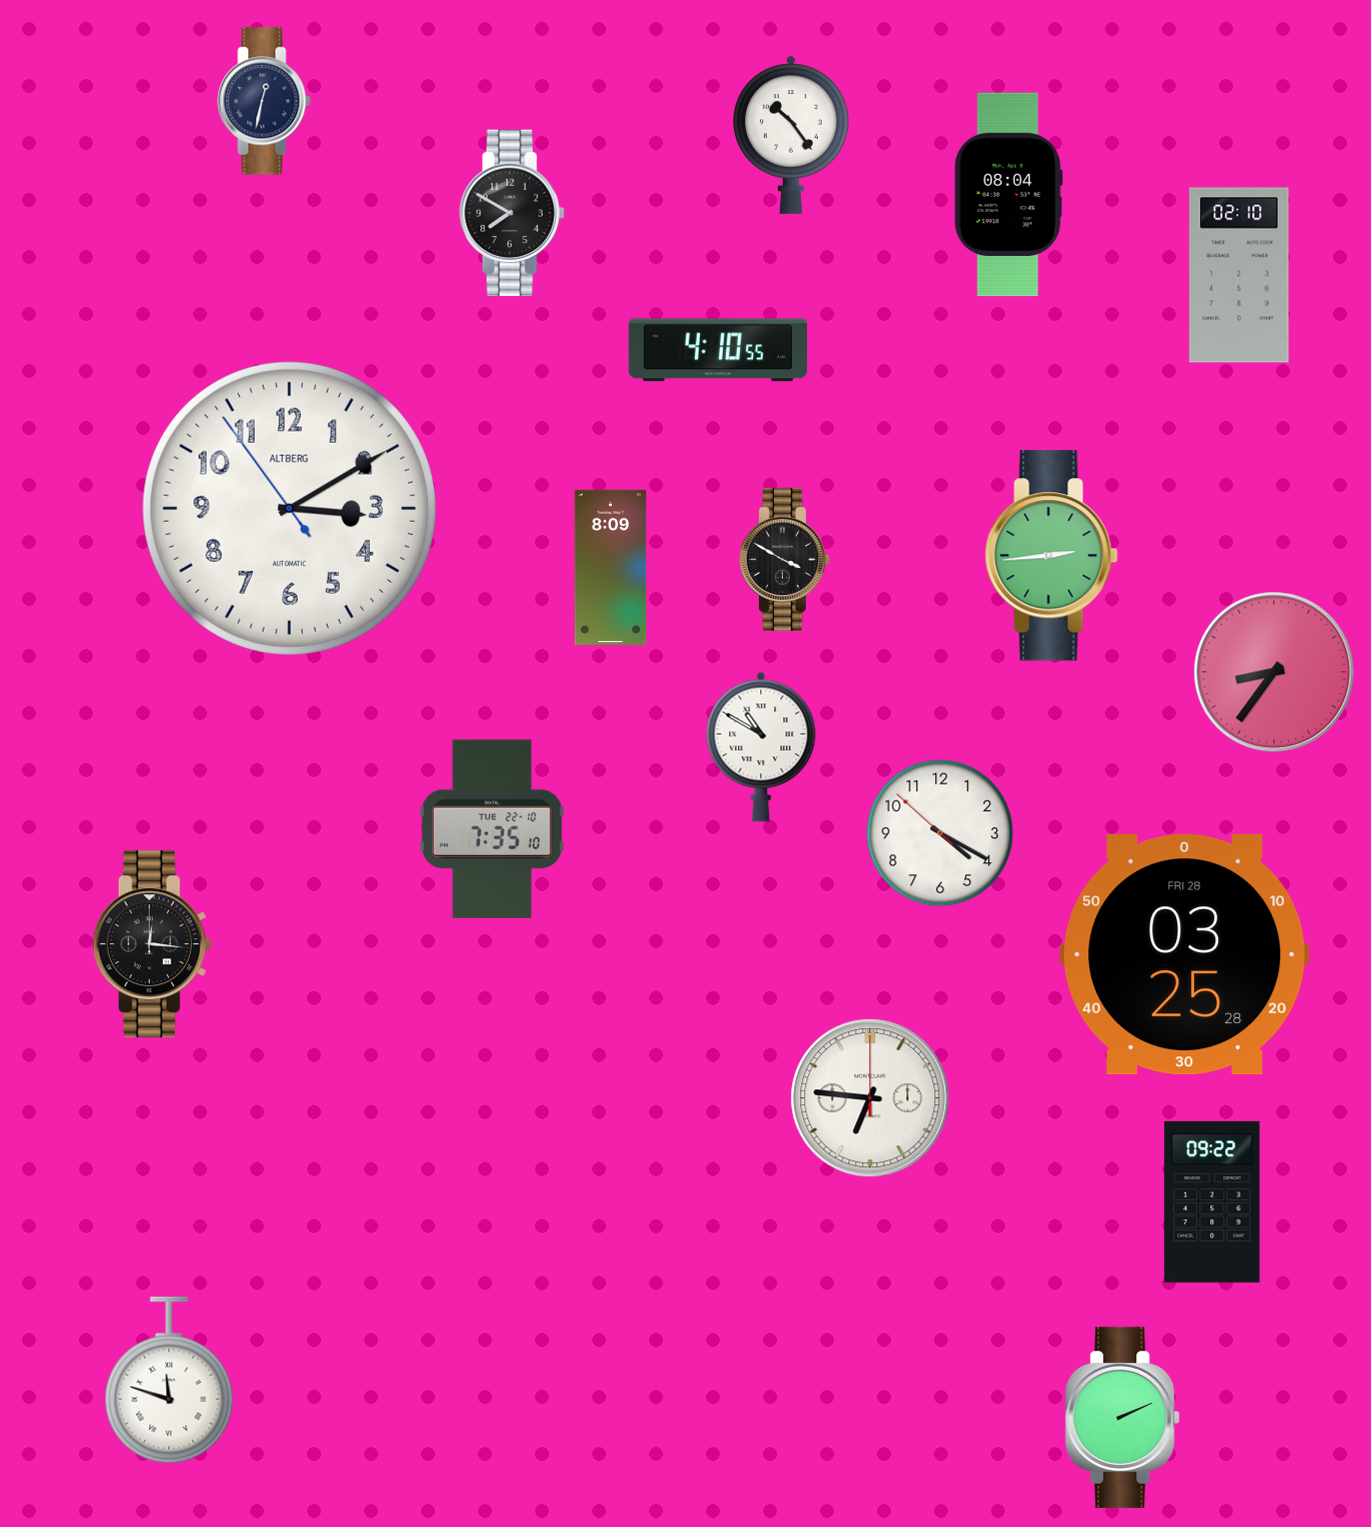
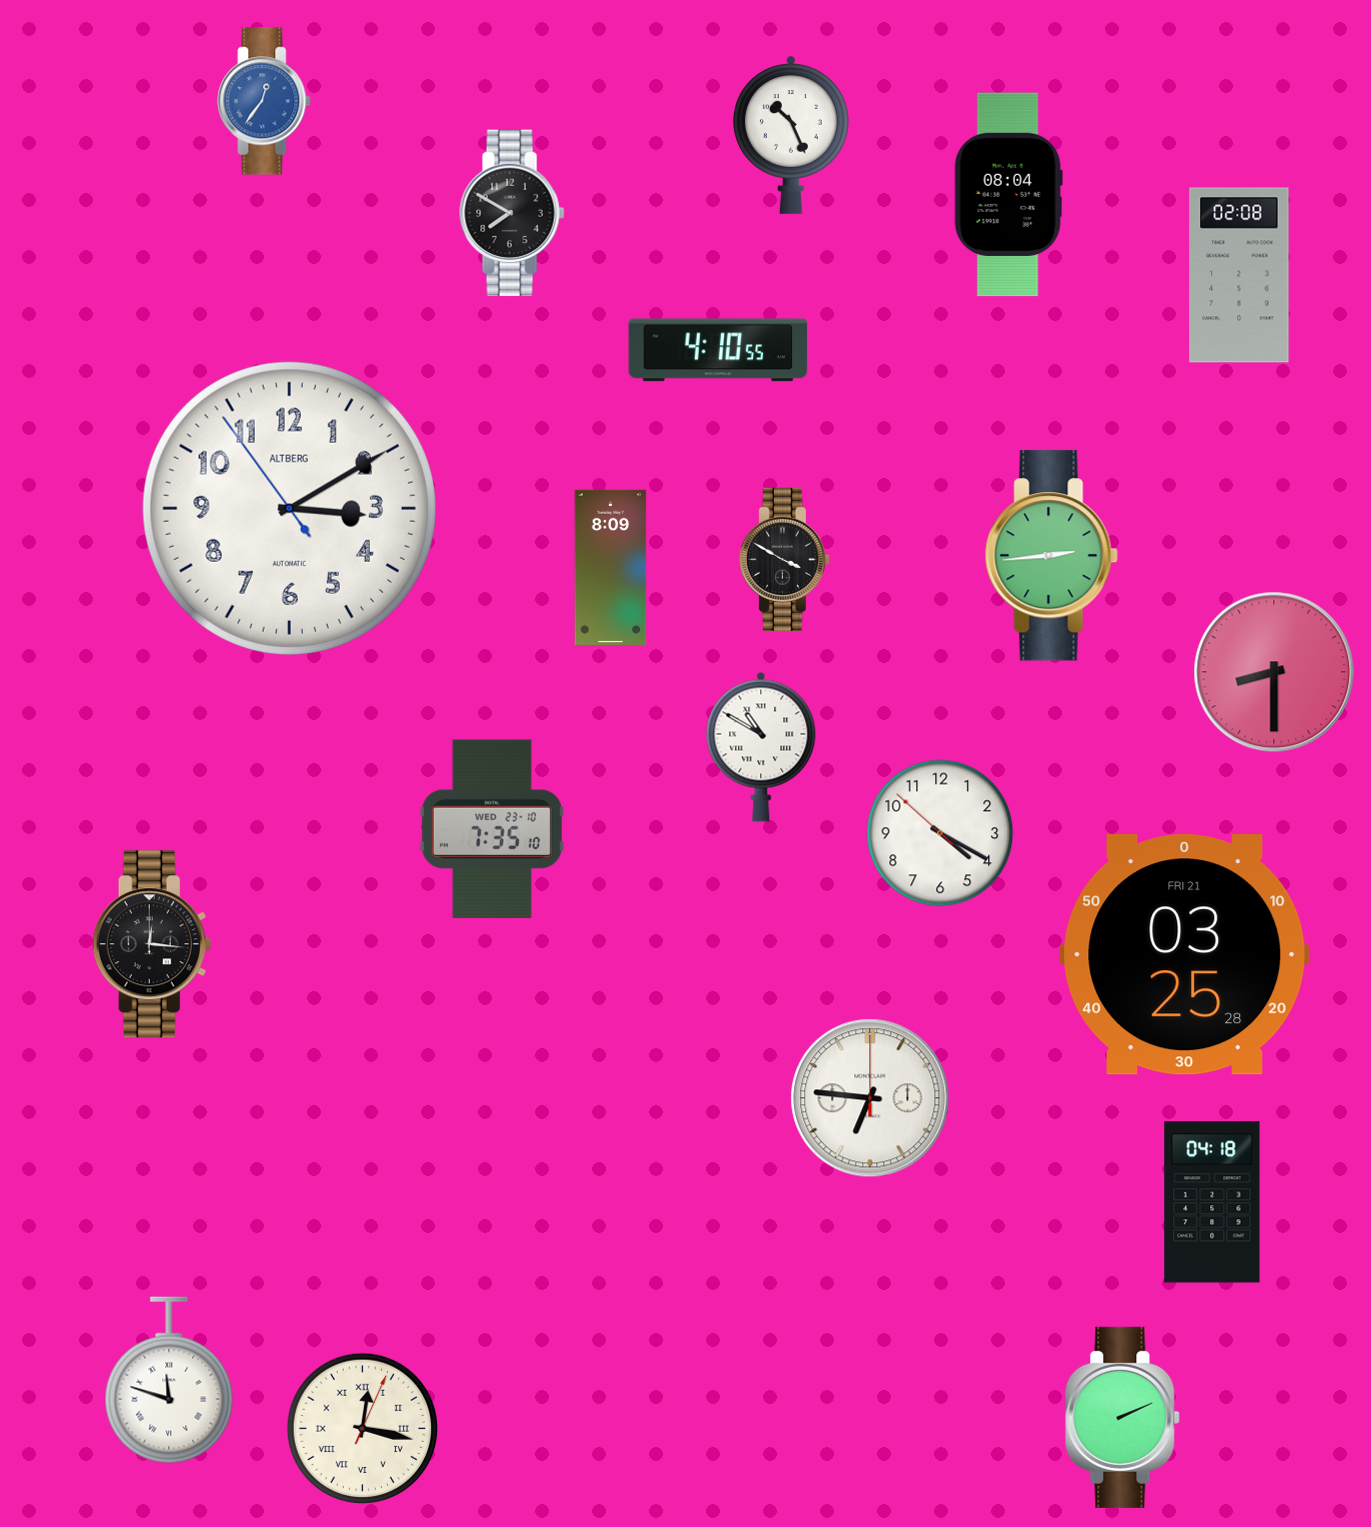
clock at (264, 101): 12:32 -> 12:36
clock at (264, 101) dial: navy -> blue
clock at (791, 135): 10:24 -> 10:26
clock at (1239, 275): 02:10 -> 02:08
clock at (1274, 672): 8:36 -> 8:30
clock at (492, 829) date: TUE 22-10 -> WED 23-10
clock at (1185, 955) date: FRI 28 -> FRI 21
clock at (1212, 1202): 09:22 -> 04:18
clock at (363, 1429): none -> 12:17
